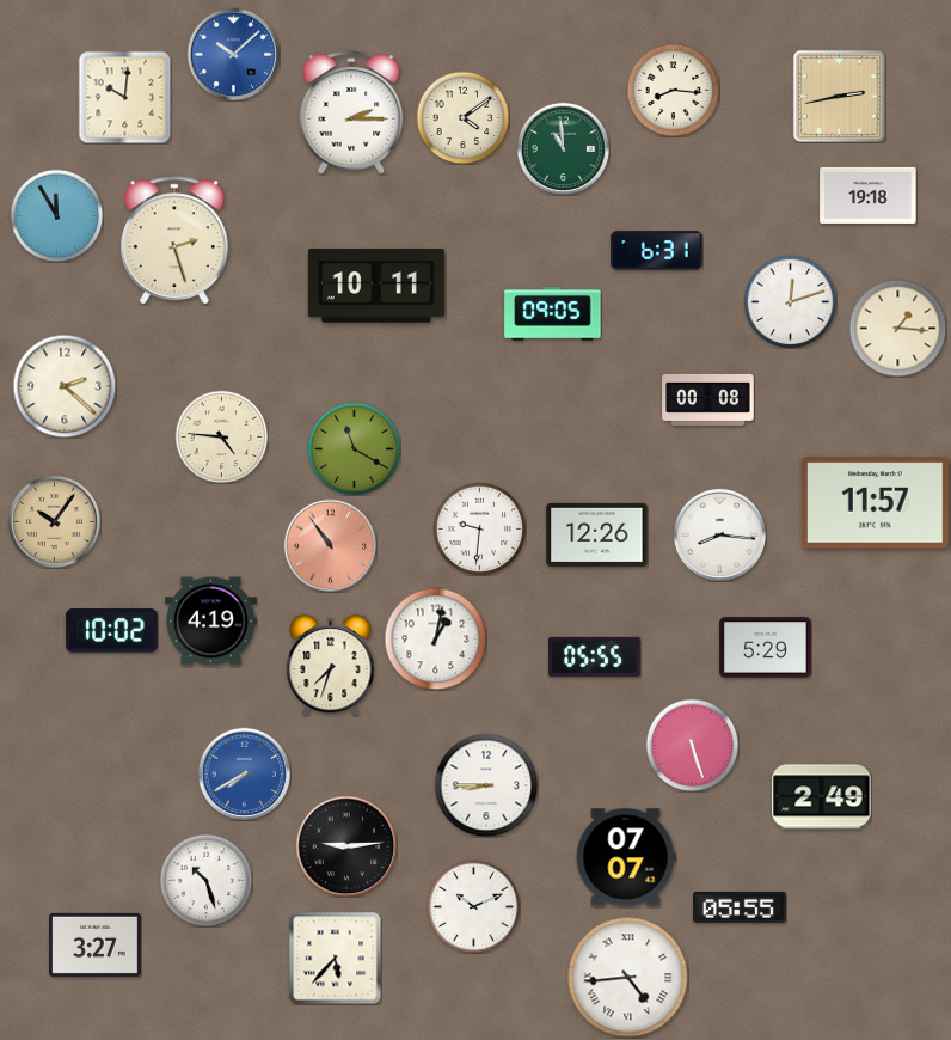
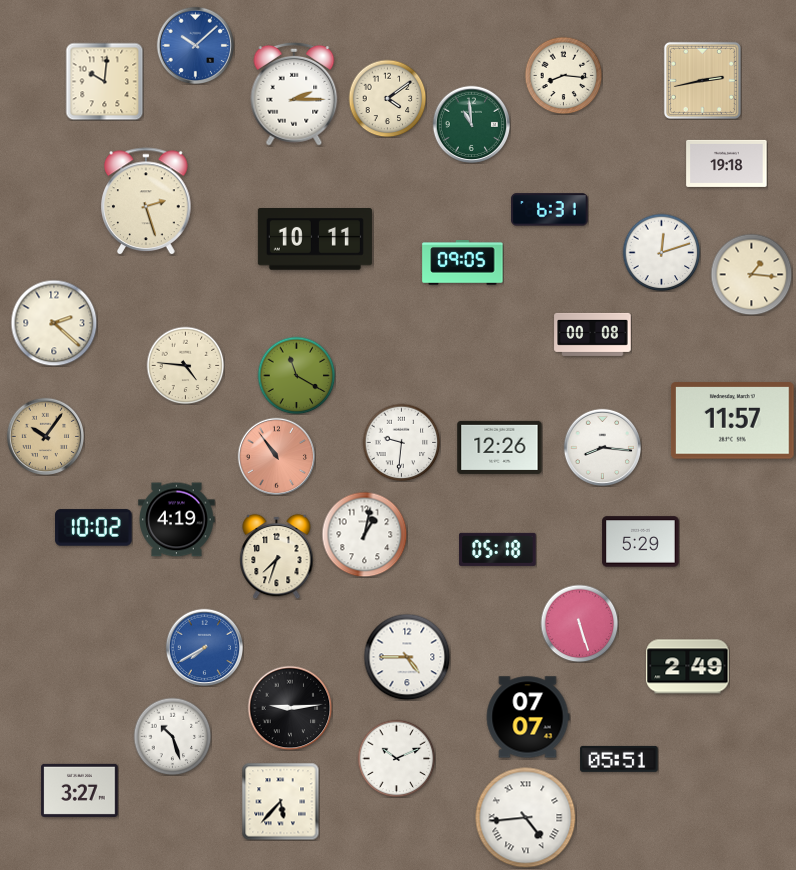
clock at (56, 215): 11:55 -> none
clock at (595, 656): 05:55 -> 05:18
clock at (486, 785): 8:45 -> 4:45
clock at (626, 857) position: (626, 857) -> (528, 717)
clock at (740, 907): 05:55 -> 05:51
